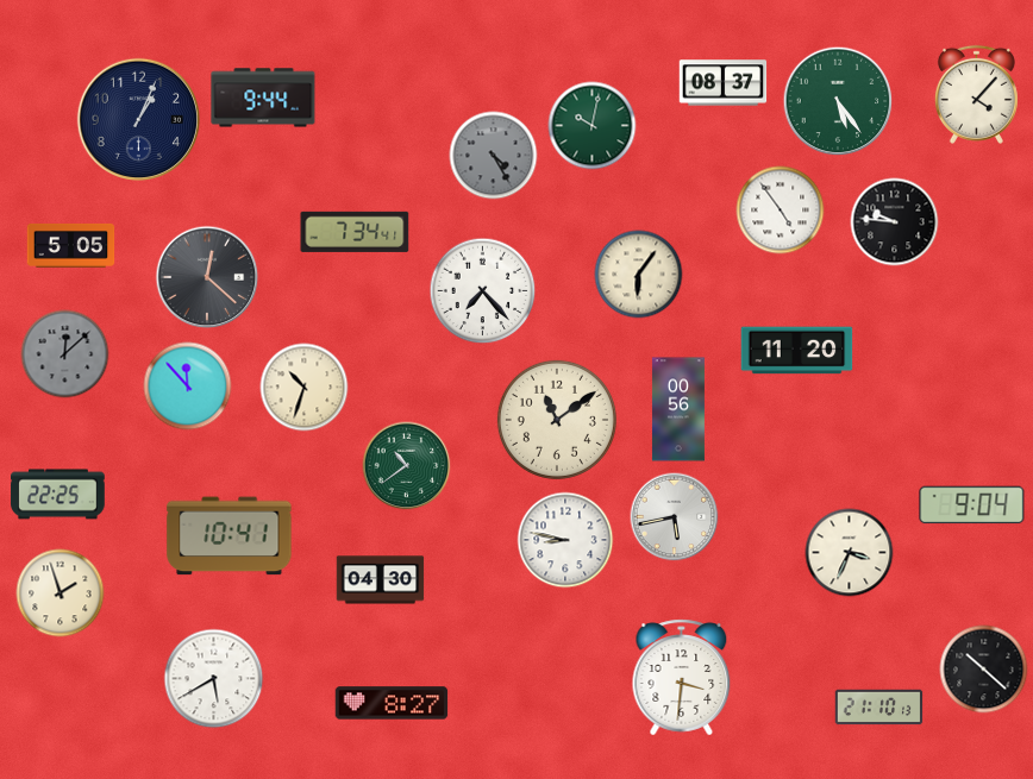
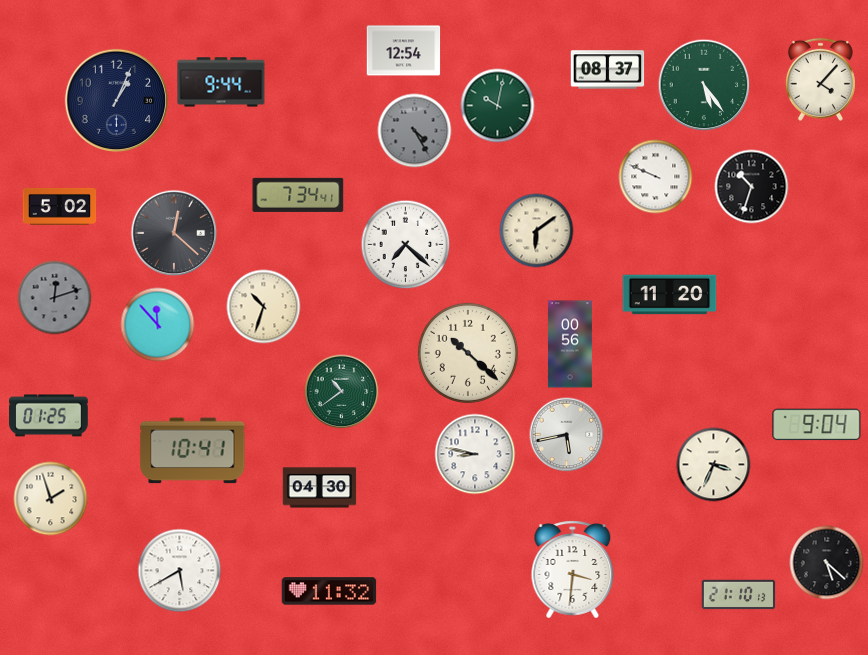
clock at (404, 51): none -> 12:54
clock at (781, 211): 4:54 -> 9:49
clock at (895, 222): 9:46 -> 10:33
clock at (71, 245): 5:05 -> 5:02
clock at (639, 275): 6:06 -> 6:09
clock at (483, 291): 7:23 -> 7:22
clock at (65, 354): 12:08 -> 12:12
clock at (305, 388) position: (305, 388) -> (264, 307)
clock at (557, 420): 11:09 -> 10:22
clock at (58, 495): 22:25 -> 01:25
clock at (984, 670): 10:22 -> 5:22
clock at (392, 703): 8:27 -> 11:32
